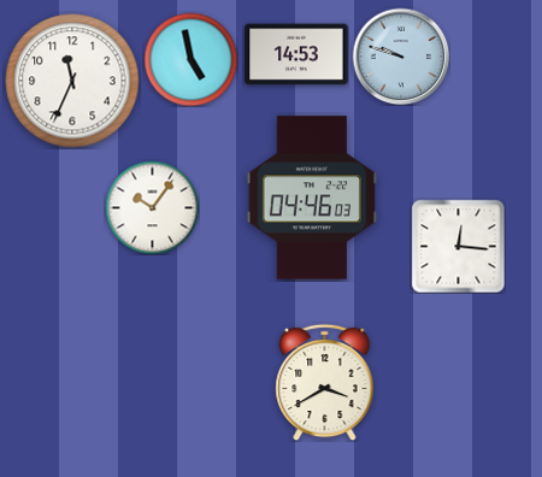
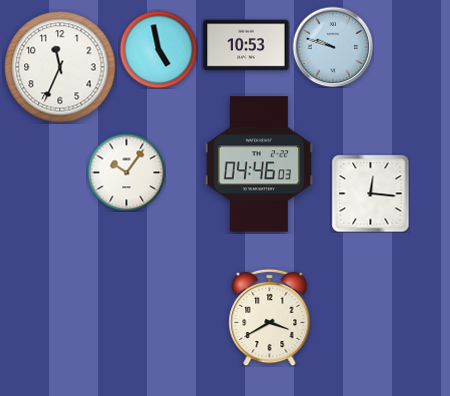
clock at (296, 54): 14:53 -> 10:53
clock at (458, 246) position: (458, 246) -> (370, 193)
